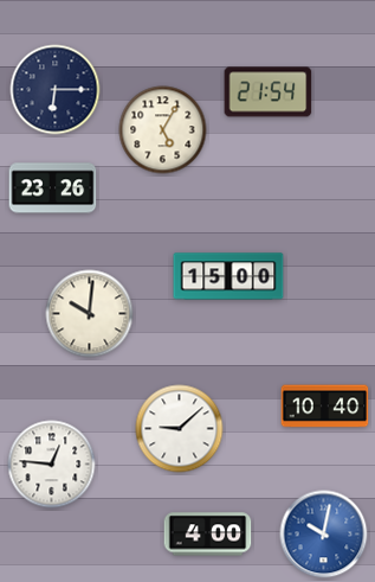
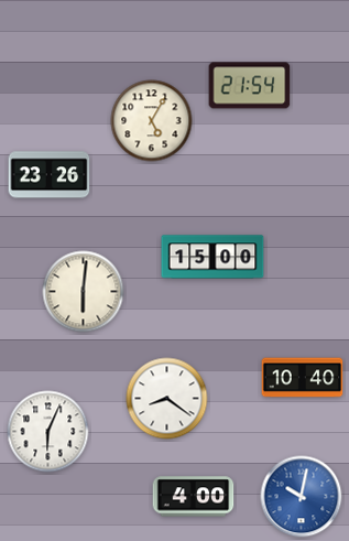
clock at (56, 90): 6:15 -> none
clock at (90, 314): 10:01 -> 6:01
clock at (180, 429): 9:08 -> 8:21
clock at (52, 465): 12:46 -> 6:04
